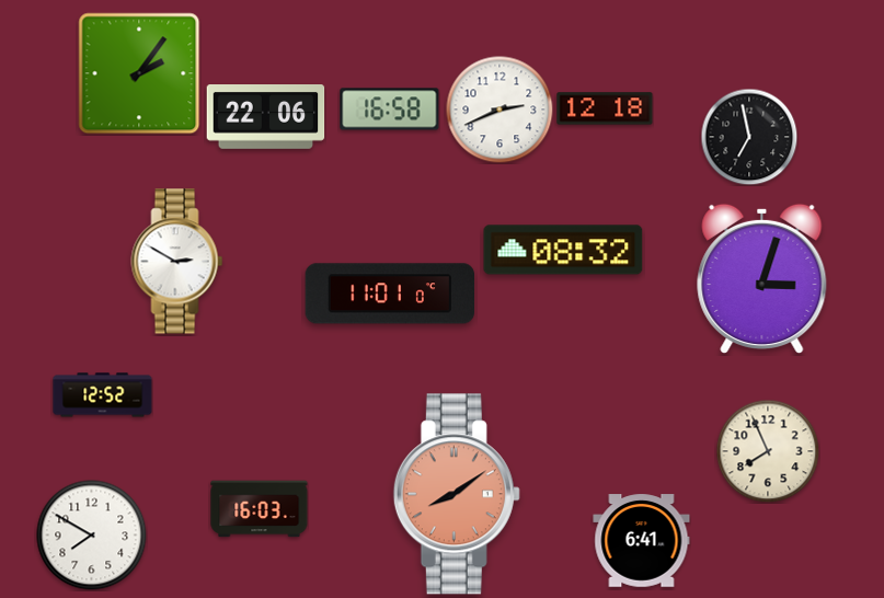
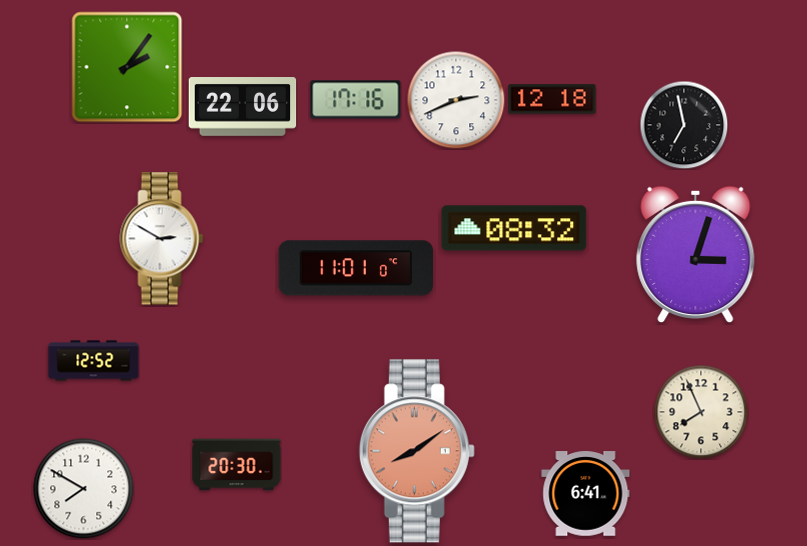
clock at (390, 110): 16:58 -> 17:16
clock at (260, 509): 16:03 -> 20:30
